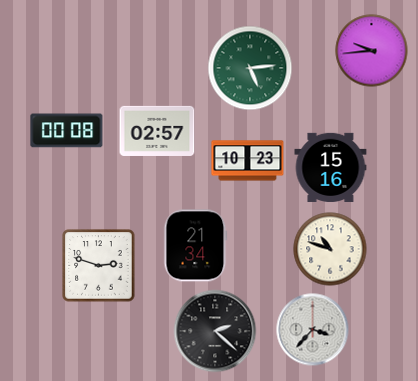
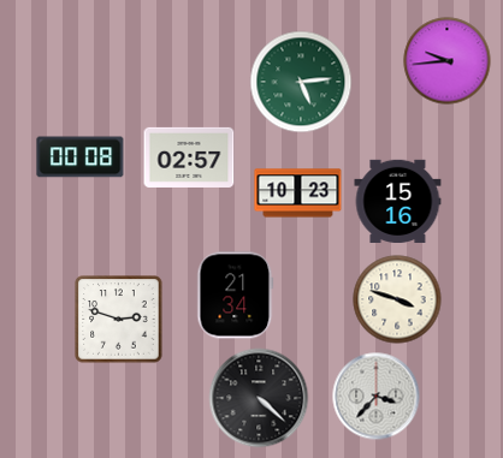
clock at (330, 249): 10:48 -> 3:48
clock at (215, 331): 2:22 -> 4:22
